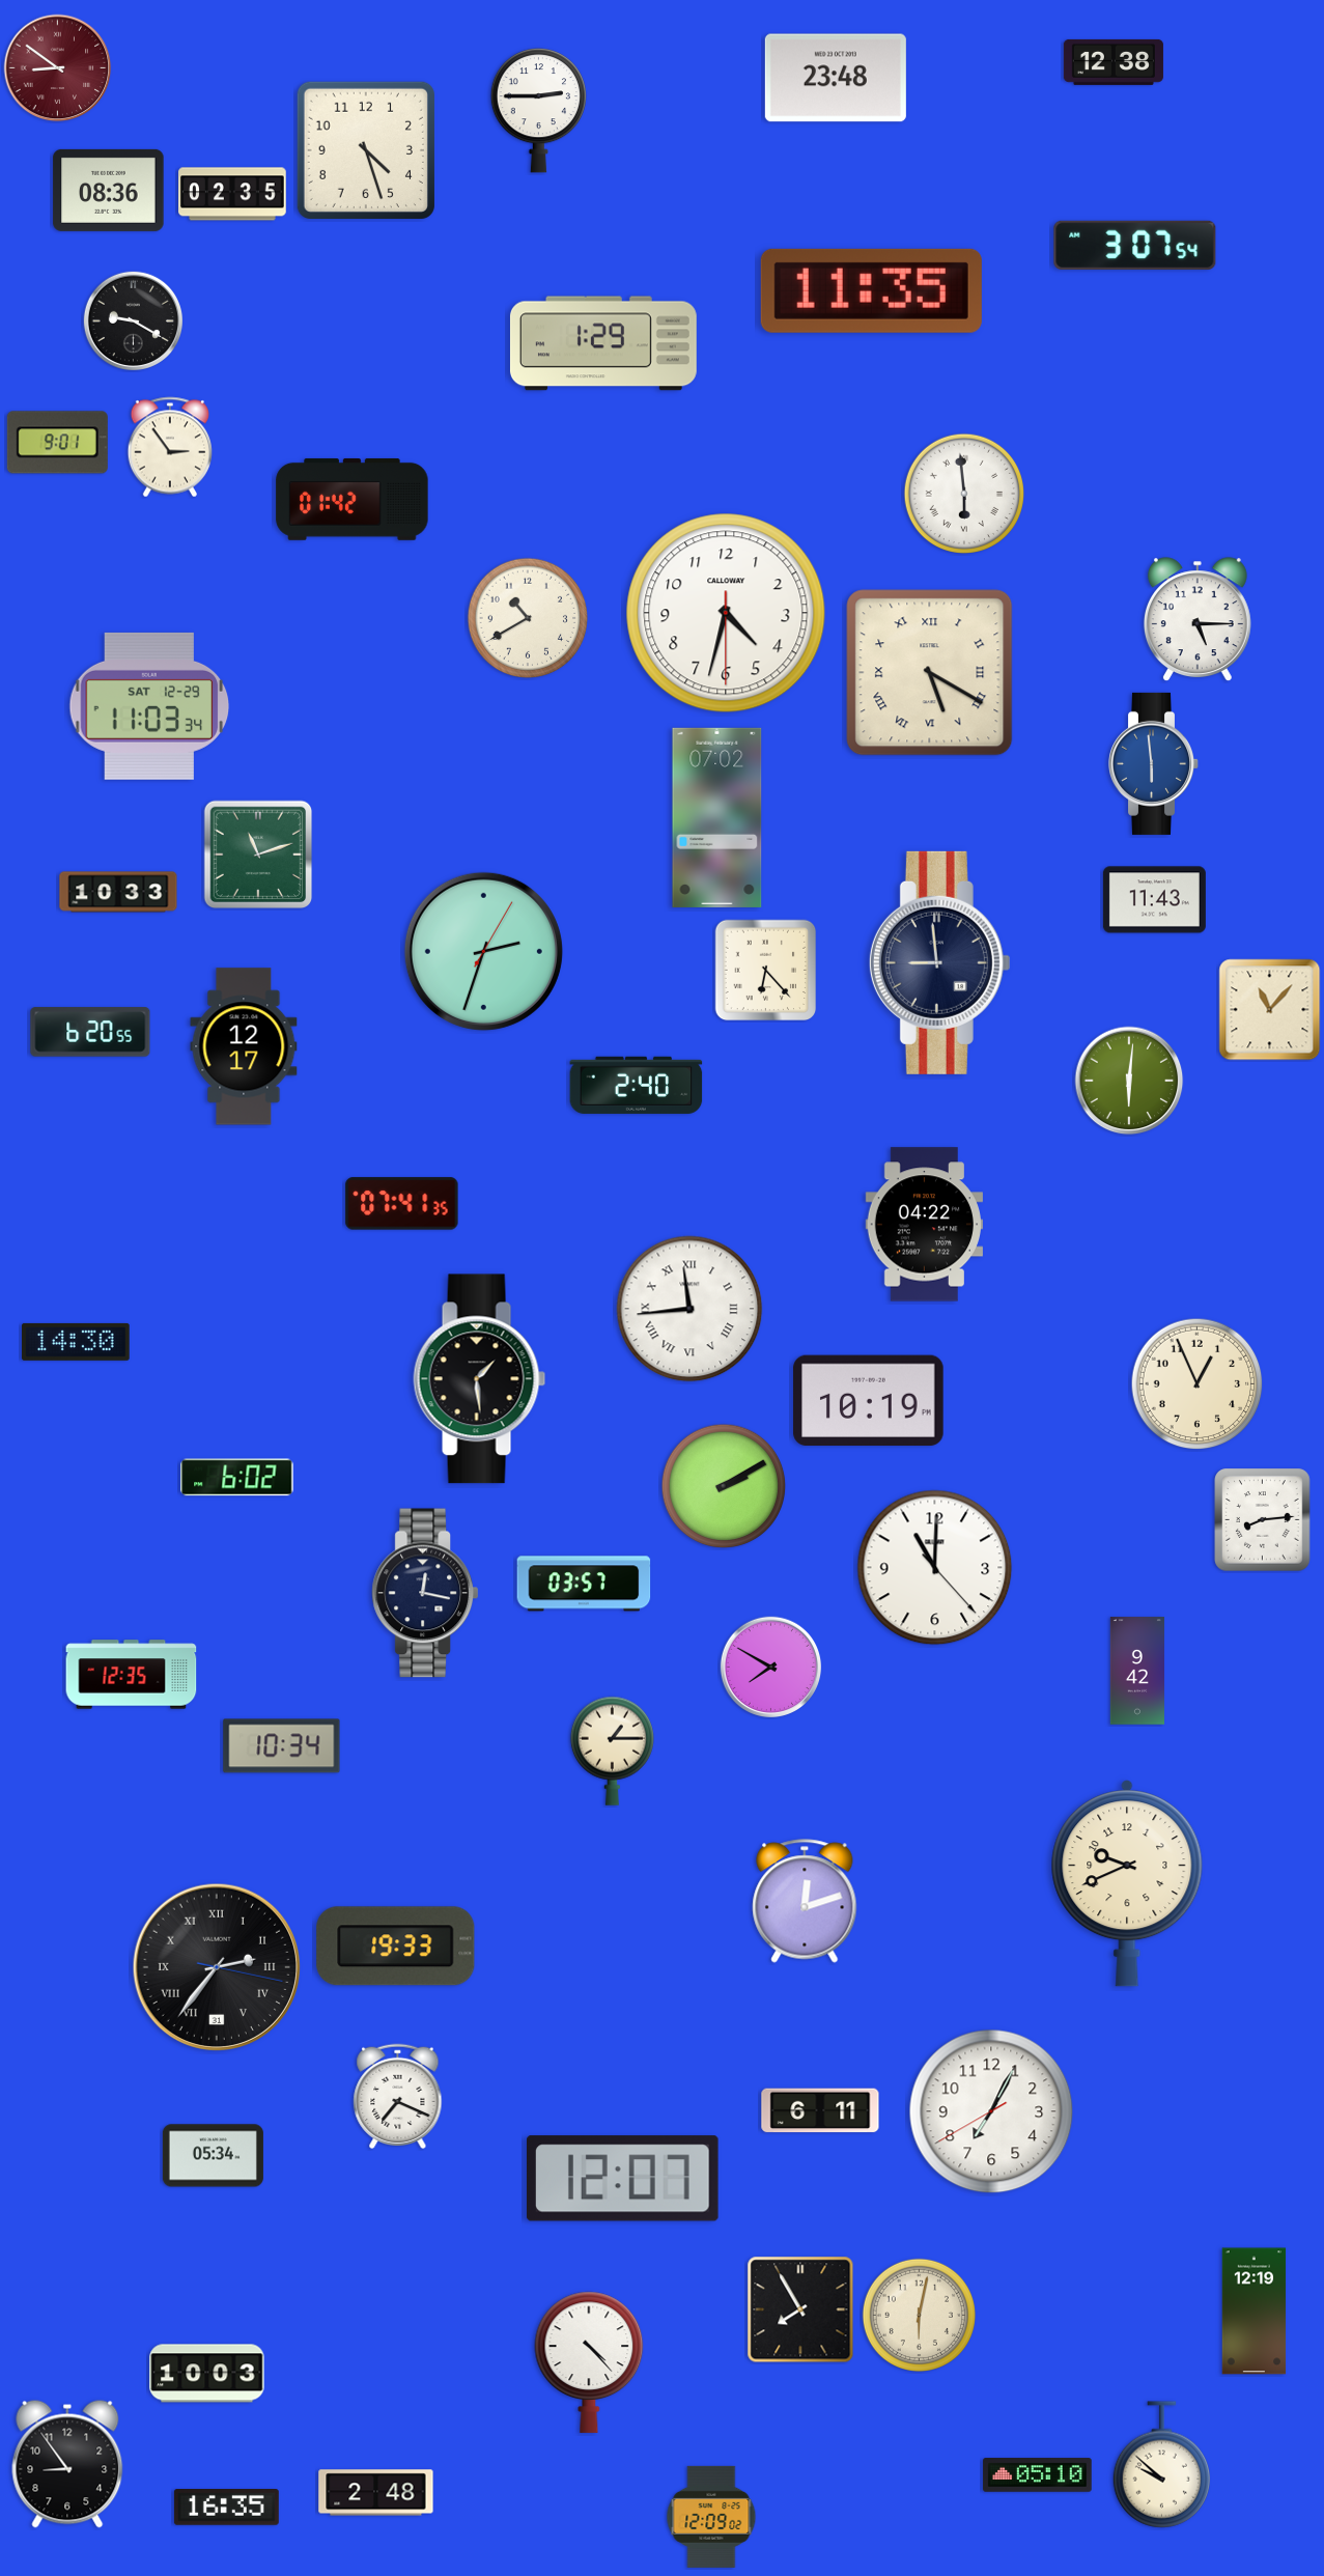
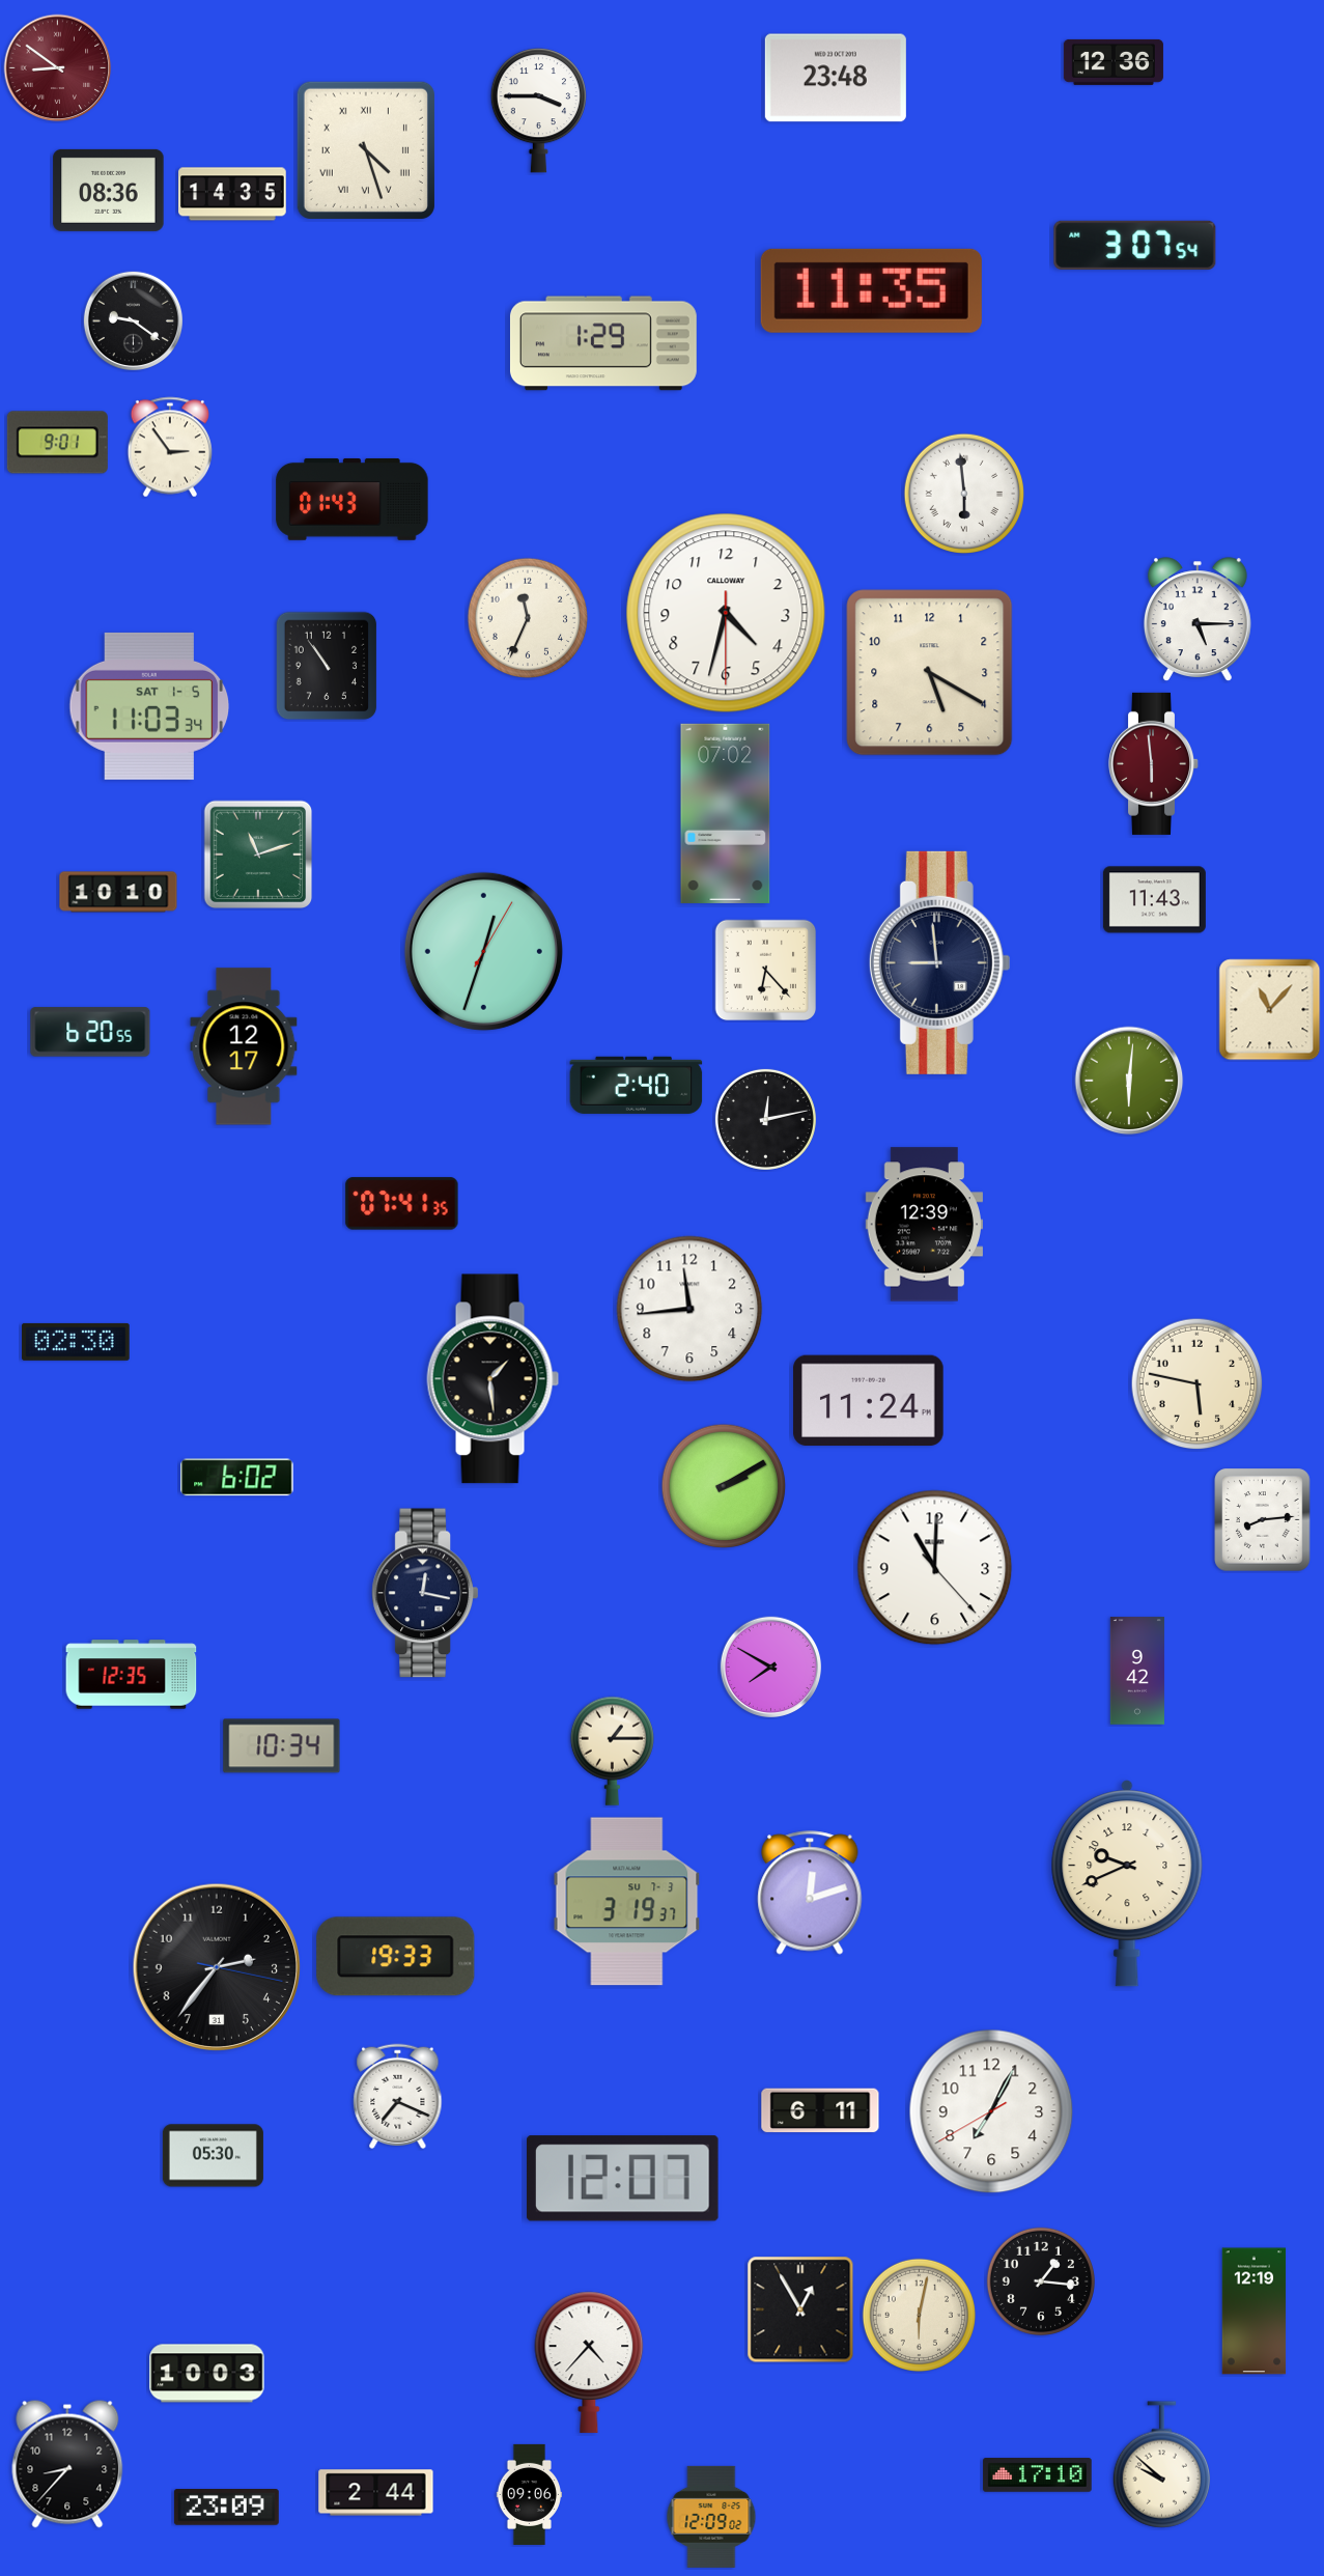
clock at (1114, 62): 12:38 -> 12:36
clock at (538, 111): 2:45 -> 3:45
clock at (366, 150) numerals: Arabic -> Roman
clock at (232, 194): 02:35 -> 14:35
clock at (133, 320): 9:20 -> 9:21
clock at (353, 499): 01:42 -> 01:43
clock at (528, 618): 10:40 -> 11:34
clock at (327, 666): none -> 10:54
clock at (930, 673) numerals: Roman -> Arabic
clock at (149, 706) date: SAT 12-29 -> SAT 1-5
clock at (1154, 763) dial: blue -> burgundy
clock at (717, 817) position: (717, 817) -> (726, 813)
clock at (118, 892): 10:33 -> 10:10
clock at (483, 951): 2:33 -> 12:33
clock at (765, 1119): none -> 12:13
clock at (924, 1225): 04:22 -> 12:39
clock at (689, 1309) numerals: Roman -> Arabic
clock at (76, 1342): 14:30 -> 02:30
clock at (480, 1379) position: (480, 1379) -> (494, 1379)
clock at (1198, 1384): 12:56 -> 5:47
clock at (869, 1401): 10:19 -> 11:24
clock at (584, 1584): 03:57 -> none
clock at (805, 1901) position: (805, 1901) -> (810, 1893)
clock at (627, 1902): none -> 3:19
clock at (396, 1947) position: (396, 1947) -> (396, 1957)
clock at (217, 1967) numerals: Roman -> Arabic
clock at (213, 2156): 05:34 -> 05:30
clock at (1041, 2281): none -> 1:16
clock at (800, 2309): 7:55 -> 12:55
clock at (589, 2362): 4:23 -> 4:37
clock at (67, 2464): 8:54 -> 8:37
clock at (1038, 2475): 05:10 -> 17:10
clock at (376, 2493): 2:48 -> 2:44
clock at (529, 2494): none -> 09:06
clock at (226, 2508): 16:35 -> 23:09
